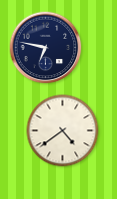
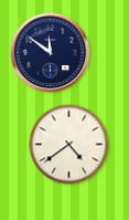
clock at (46, 48): 6:47 -> 11:51
